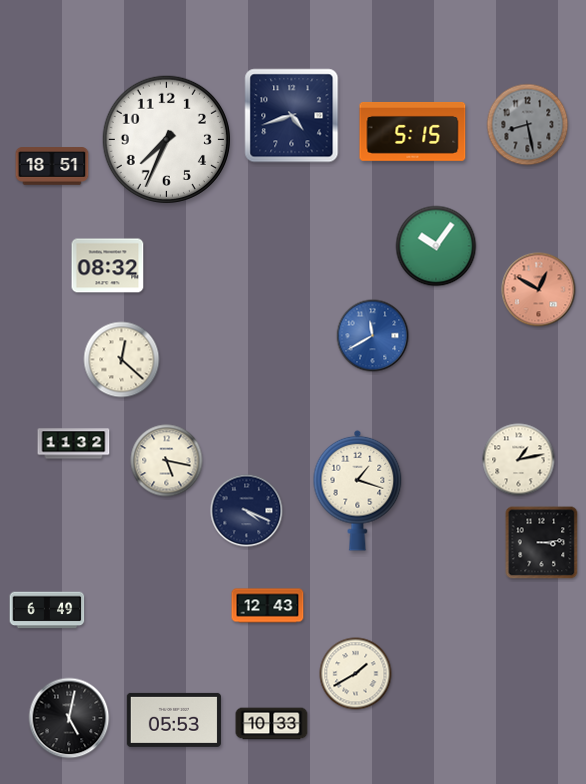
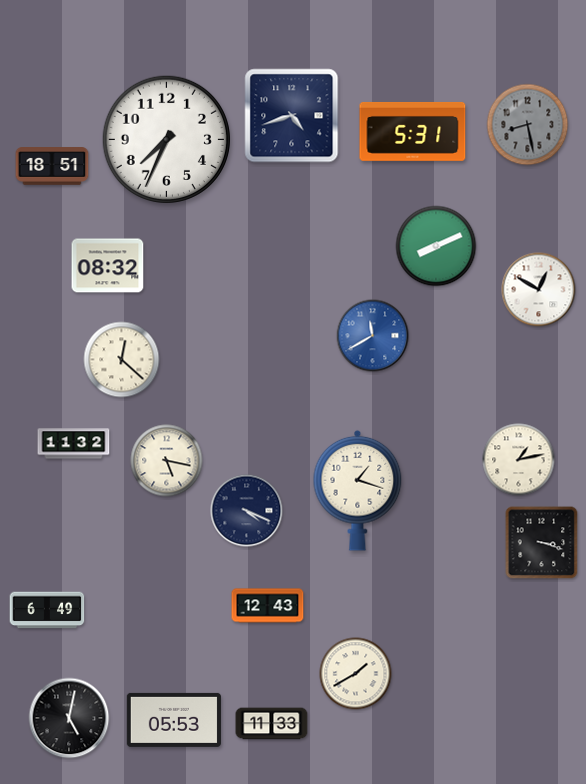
clock at (413, 131): 5:15 -> 5:31
clock at (436, 246): 10:06 -> 8:11
clock at (539, 290) dial: salmon -> white
clock at (542, 543): 3:14 -> 3:18
clock at (272, 724): 10:33 -> 11:33
